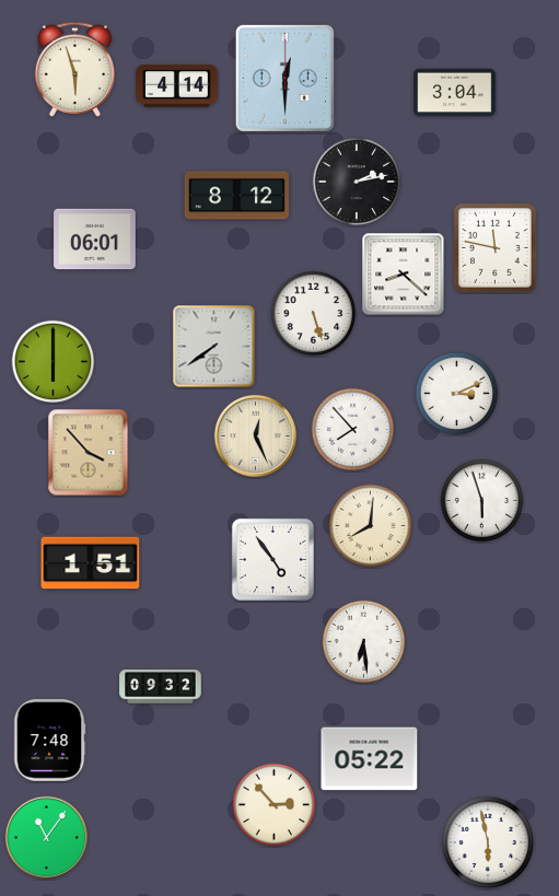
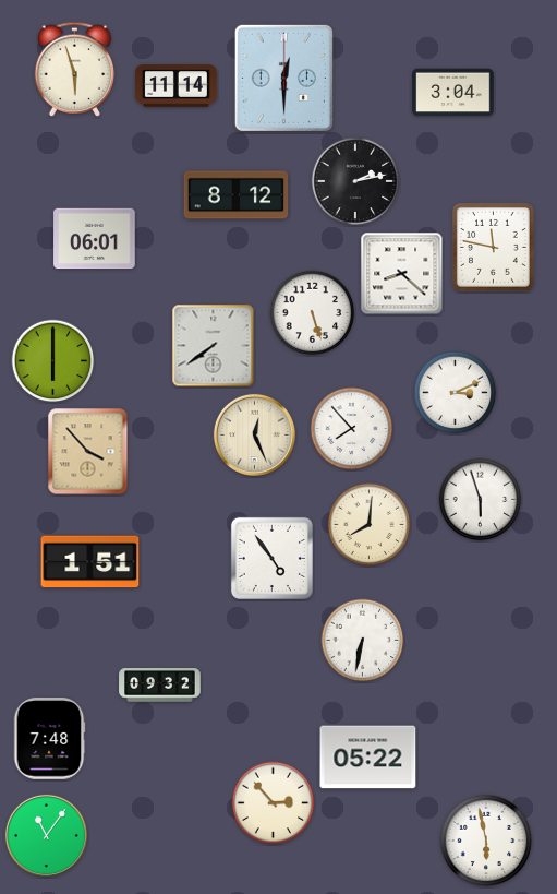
clock at (177, 86): 4:14 -> 11:14
clock at (364, 642): 6:29 -> 6:32
